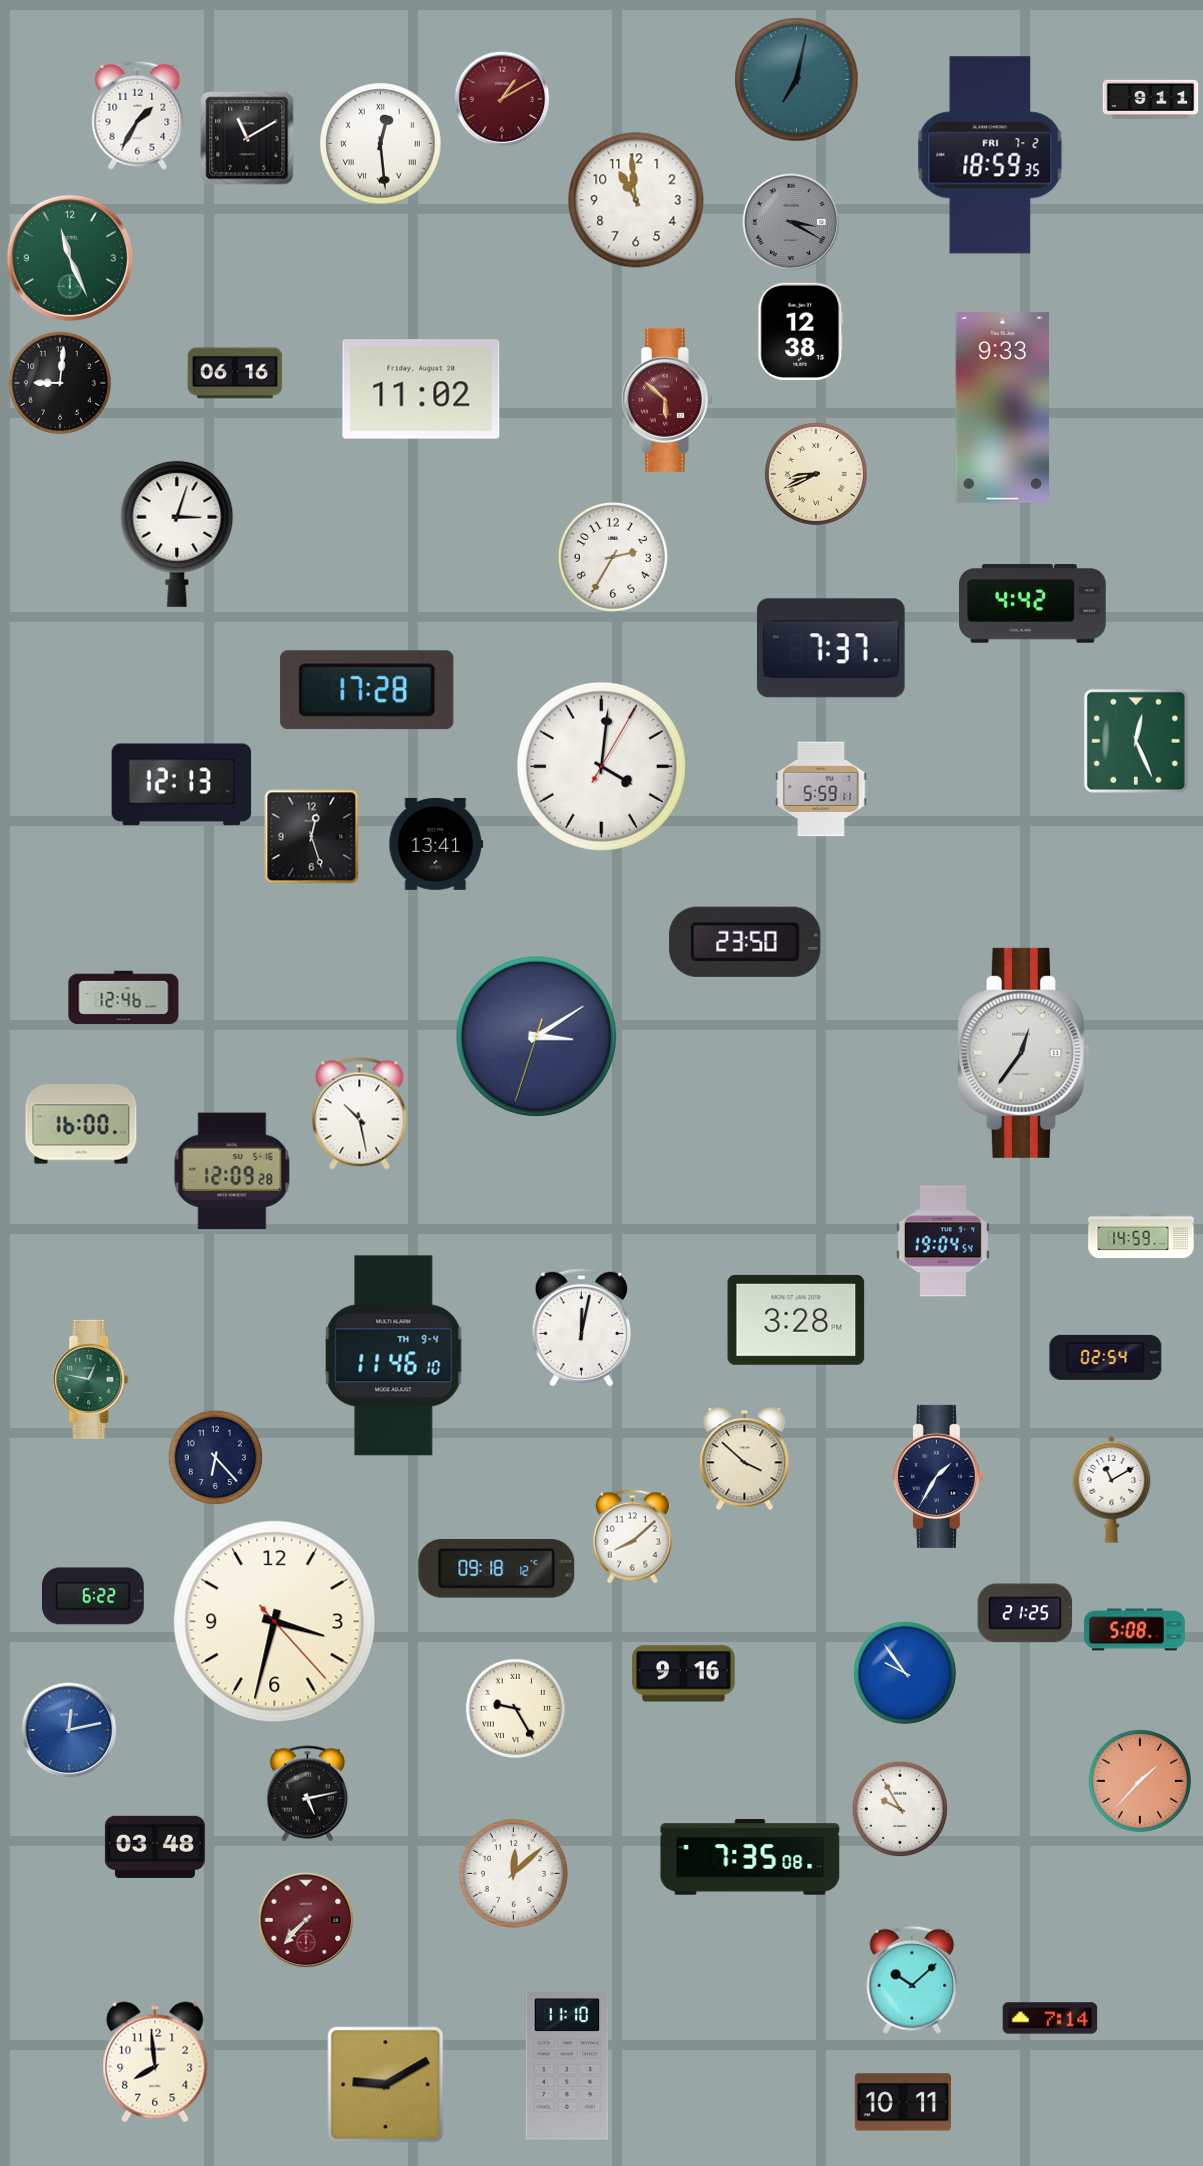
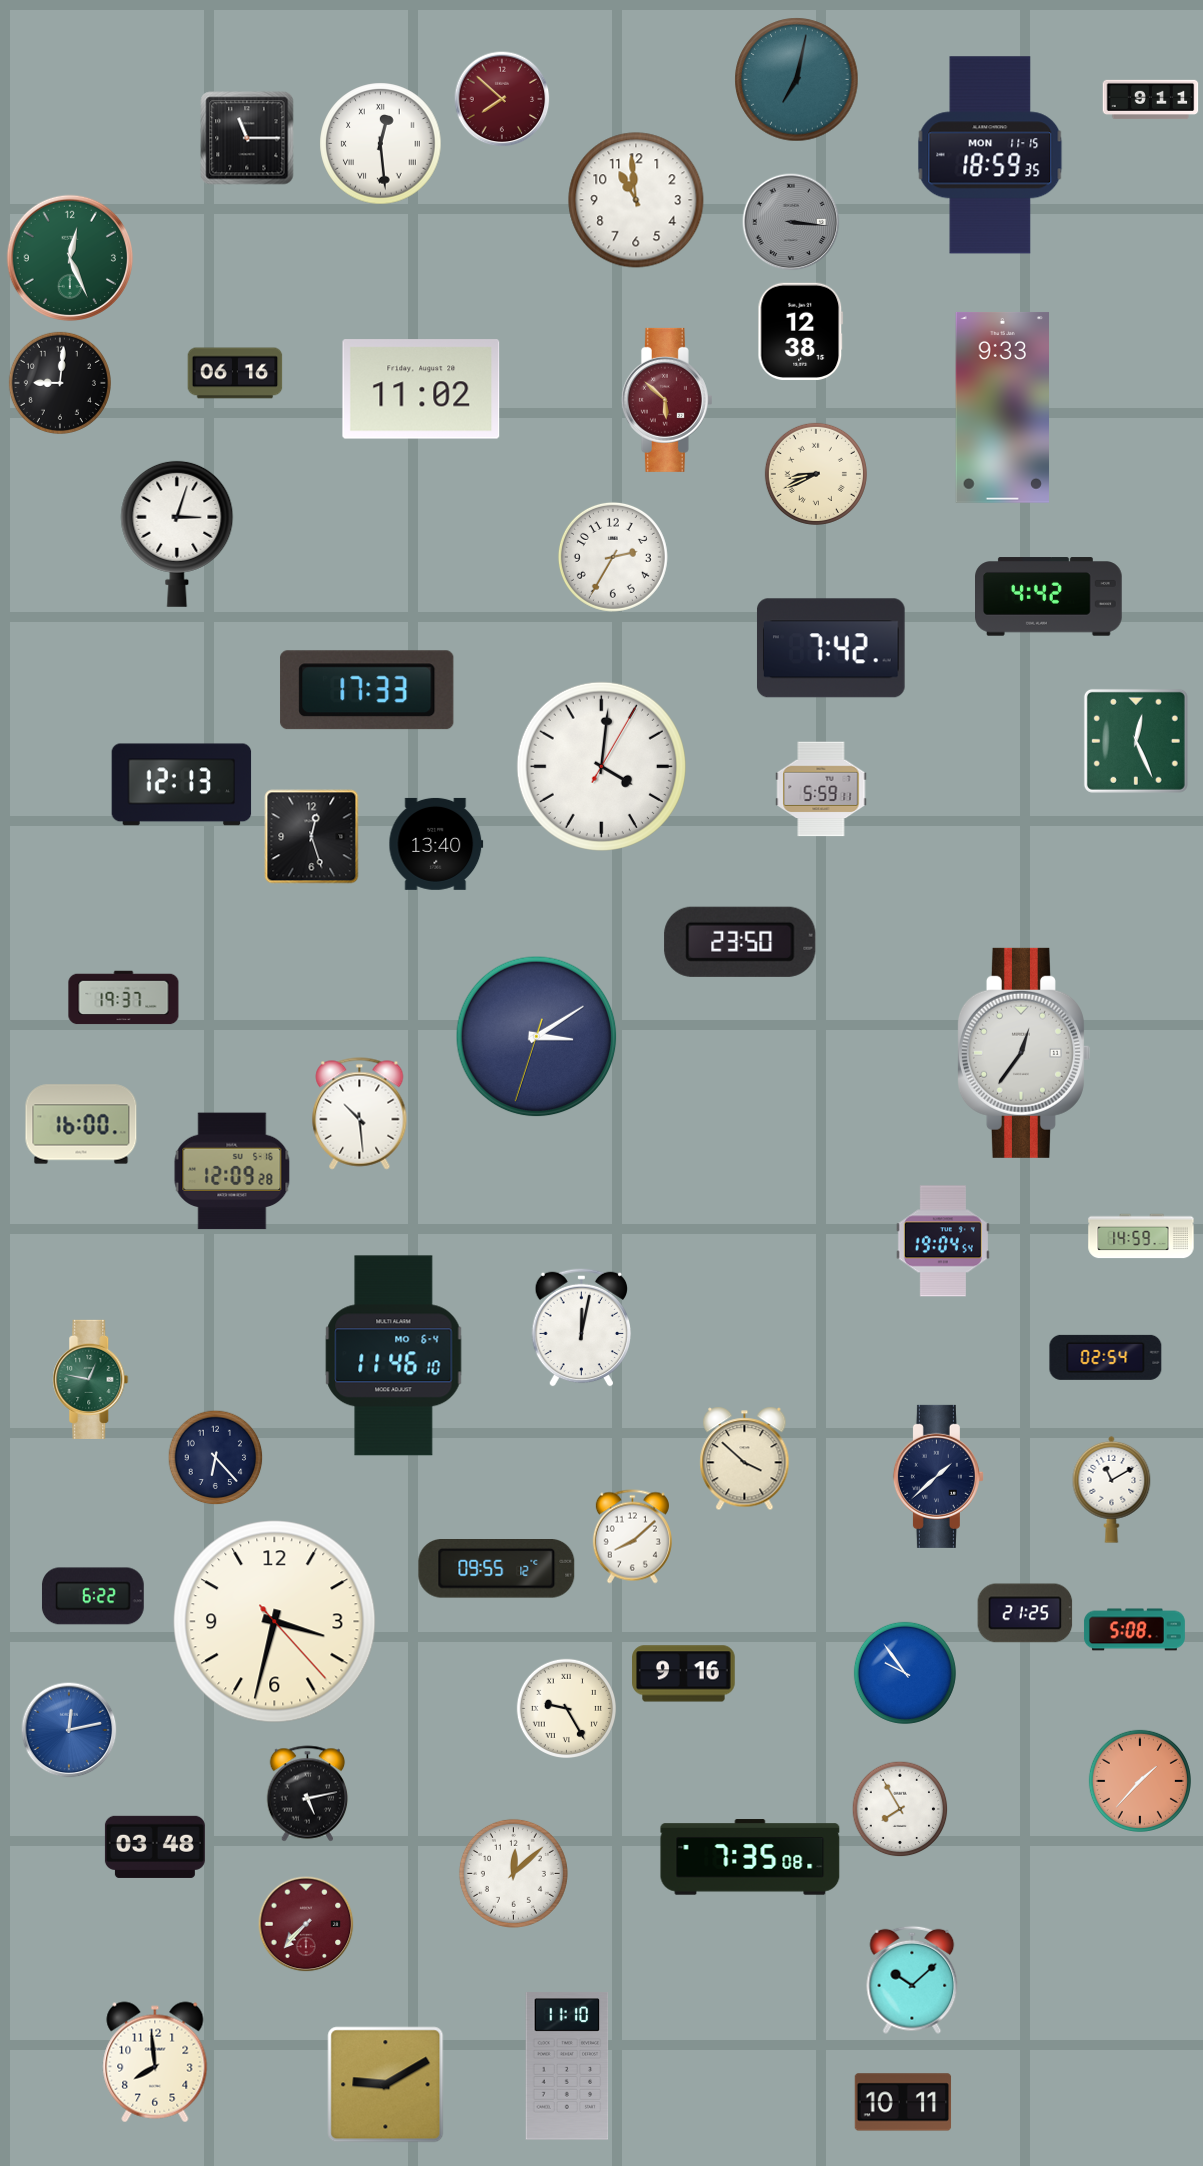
clock at (502, 99): 1:10 -> 7:52
clock at (138, 115): 1:35 -> none
clock at (247, 138): 11:10 -> 11:15
clock at (990, 155) date: FRI 7-2 -> MON 11-15
clock at (791, 222): 3:20 -> 3:16
clock at (69, 257): 11:26 -> 12:26
clock at (1033, 604) position: (1033, 604) -> (1049, 597)
clock at (831, 648): 7:37 -> 7:42
clock at (367, 690): 17:28 -> 17:33
clock at (436, 844): 13:41 -> 13:40
clock at (745, 942) position: (745, 942) -> (740, 942)
clock at (124, 998): 12:46 -> 19:37
clock at (360, 1114): 10:28 -> 10:29
clock at (796, 1320): 3:28 -> none
clock at (394, 1356) date: TH 9-4 -> MO 6-4
clock at (938, 1476): 1:35 -> 1:38
clock at (497, 1569): 09:18 -> 09:55
clock at (515, 1708) position: (515, 1708) -> (566, 1708)
clock at (900, 1809): 9:55 -> 7:55
clock at (306, 1920) position: (306, 1920) -> (306, 1924)
clock at (1050, 2018): 7:14 -> none
